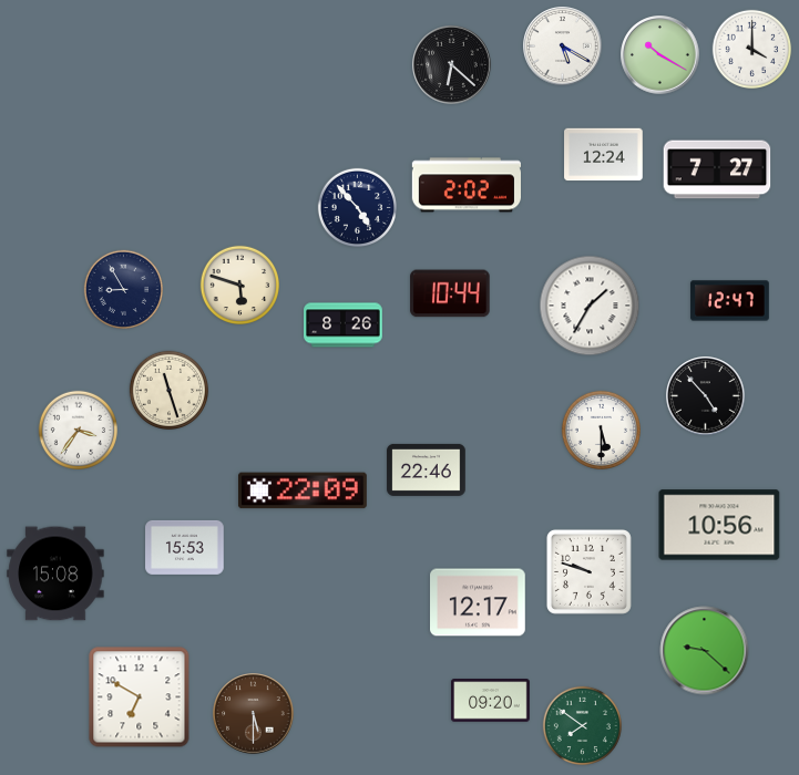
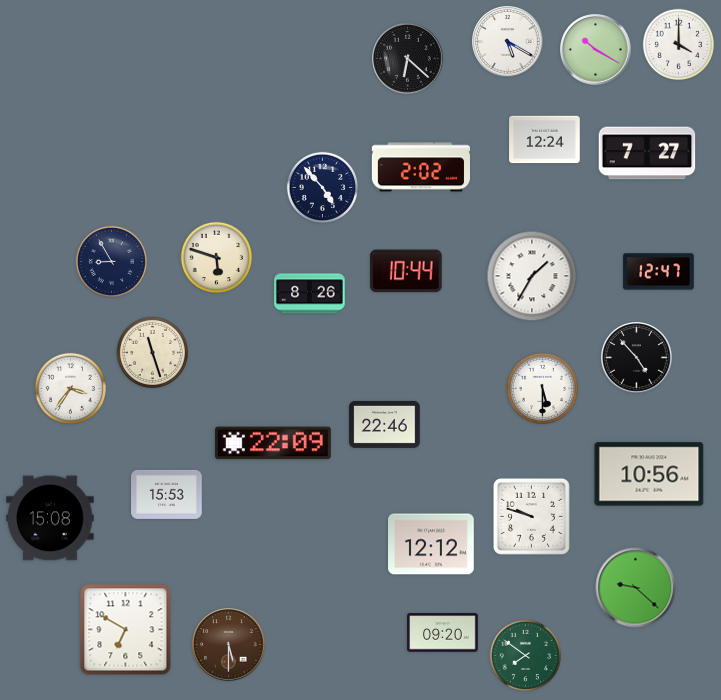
clock at (450, 293) position: (450, 293) -> (406, 271)
clock at (479, 602): 12:17 -> 12:12
